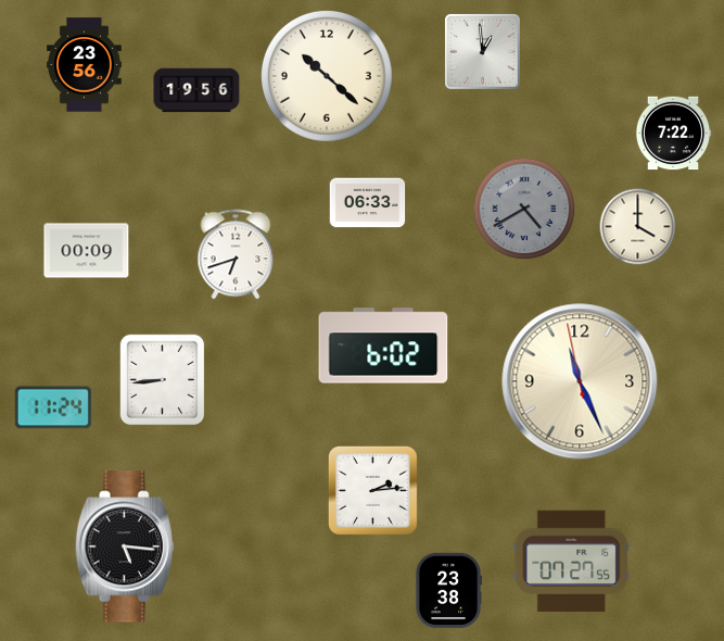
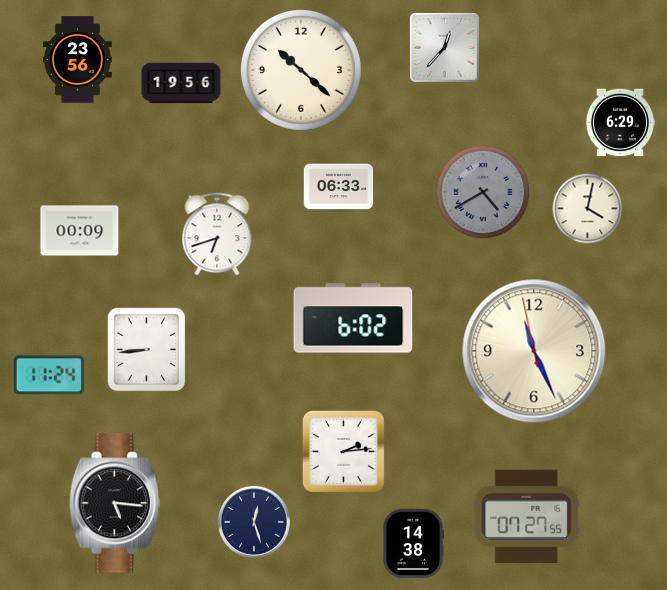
clock at (482, 51): 12:59 -> 12:37
clock at (673, 134): 7:22 -> 6:29
clock at (638, 227): 4:00 -> 4:02
clock at (163, 380) position: (163, 380) -> (147, 350)
clock at (254, 522): none -> 12:27
clock at (447, 591): 23:38 -> 14:38
